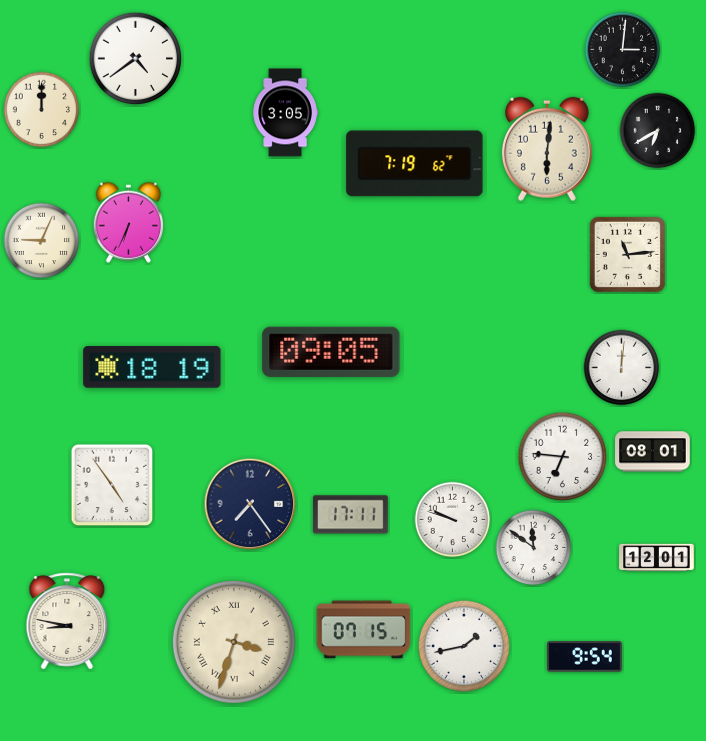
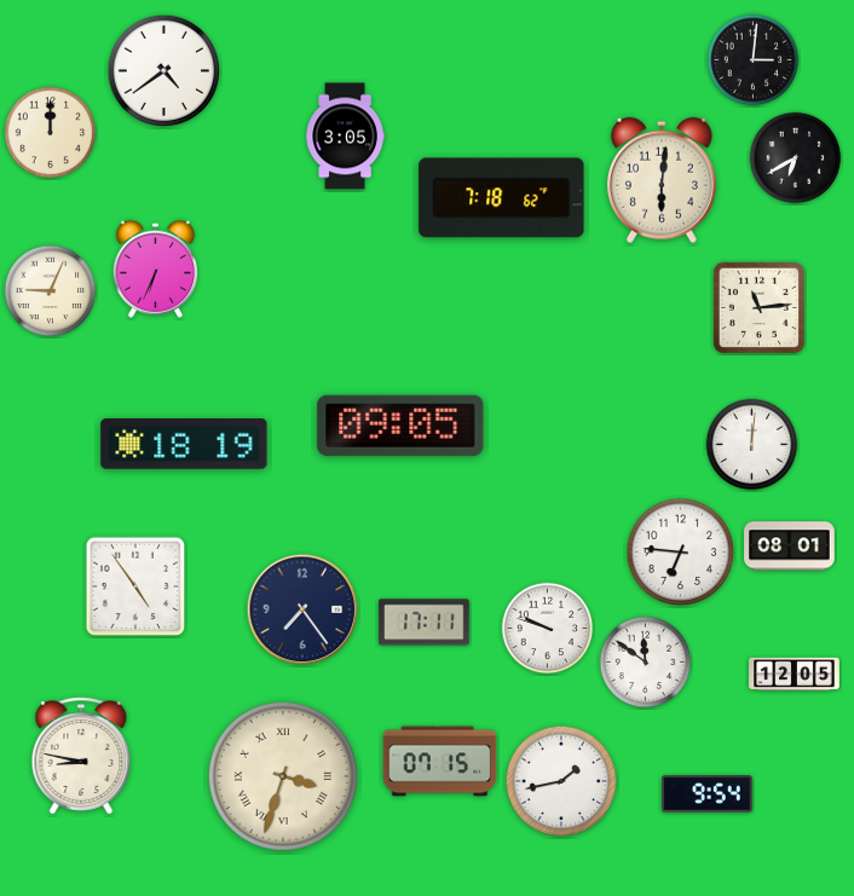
clock at (415, 164): 7:19 -> 7:18
clock at (657, 558): 12:01 -> 12:05
clock at (67, 621) position: (67, 621) -> (81, 756)
